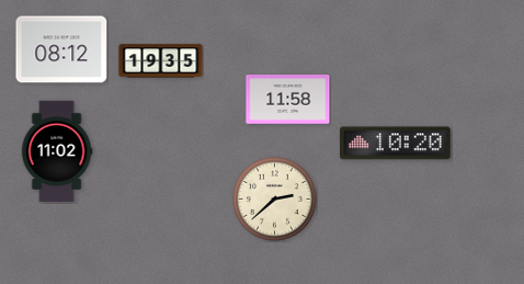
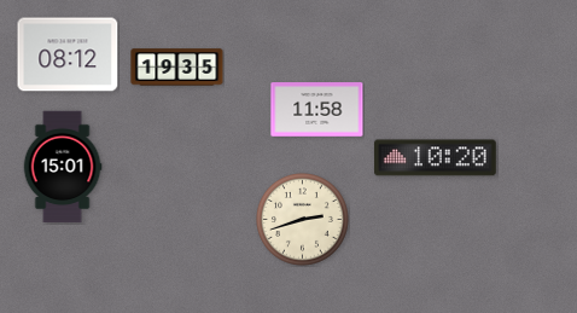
clock at (57, 151): 11:02 -> 15:01
clock at (275, 200): 2:38 -> 2:42
